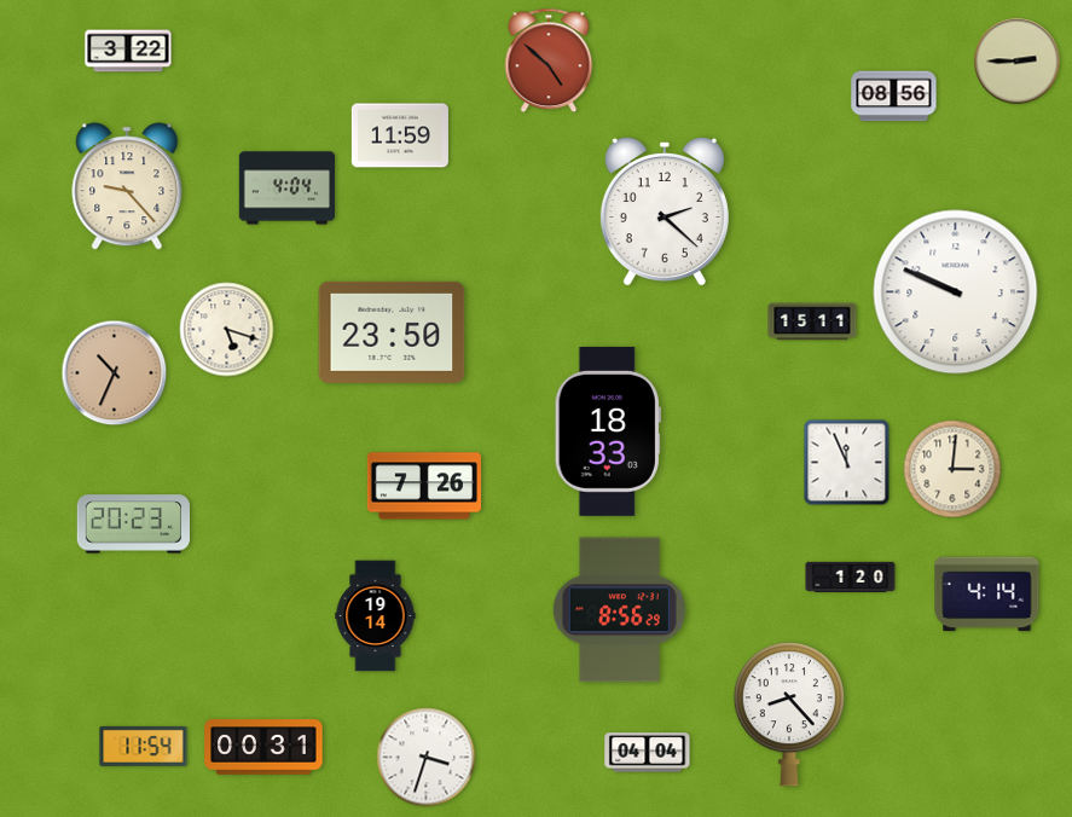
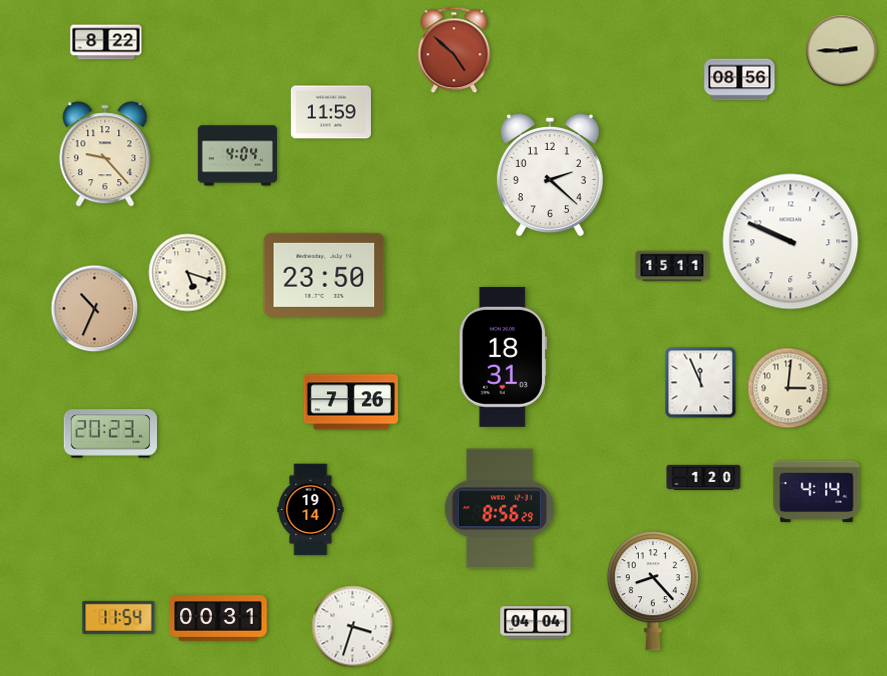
clock at (128, 51): 3:22 -> 8:22
clock at (608, 431): 18:33 -> 18:31
clock at (619, 610) position: (619, 610) -> (499, 509)
